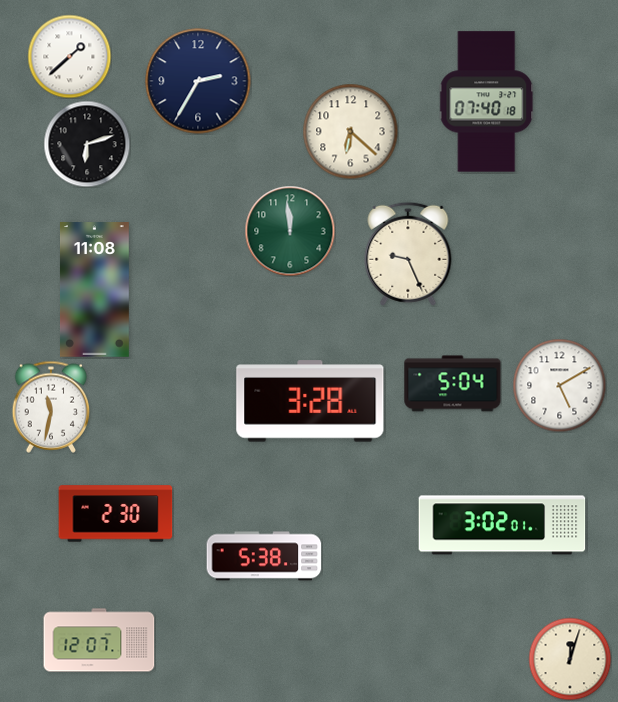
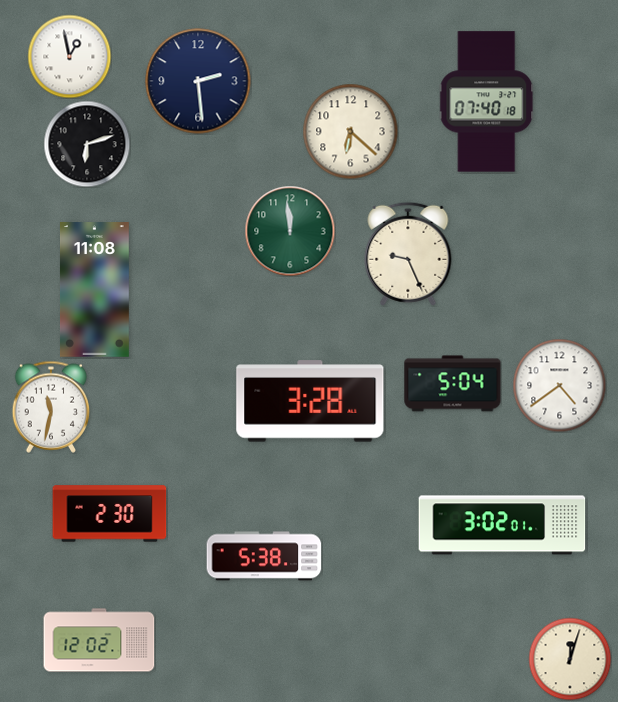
clock at (69, 56): 1:38 -> 12:58
clock at (198, 81): 2:35 -> 2:29
clock at (559, 385): 5:10 -> 4:39
clock at (116, 514) position: (116, 514) -> (110, 514)
clock at (99, 640): 12:07 -> 12:02
